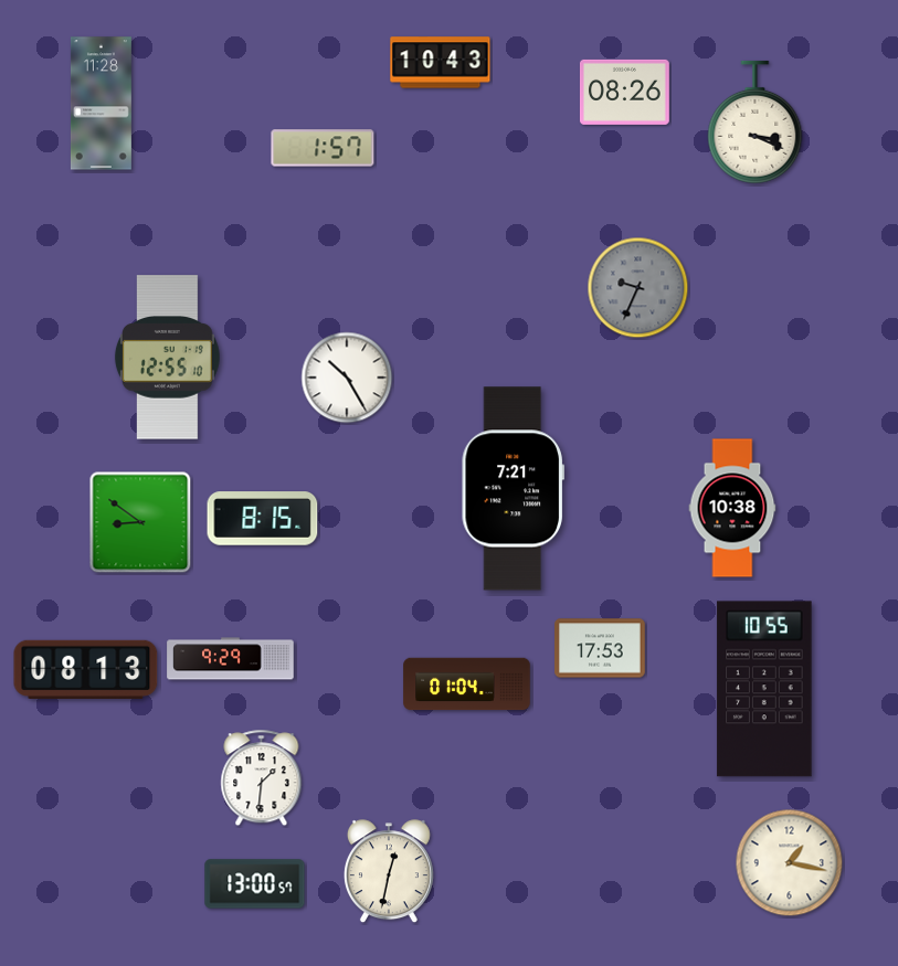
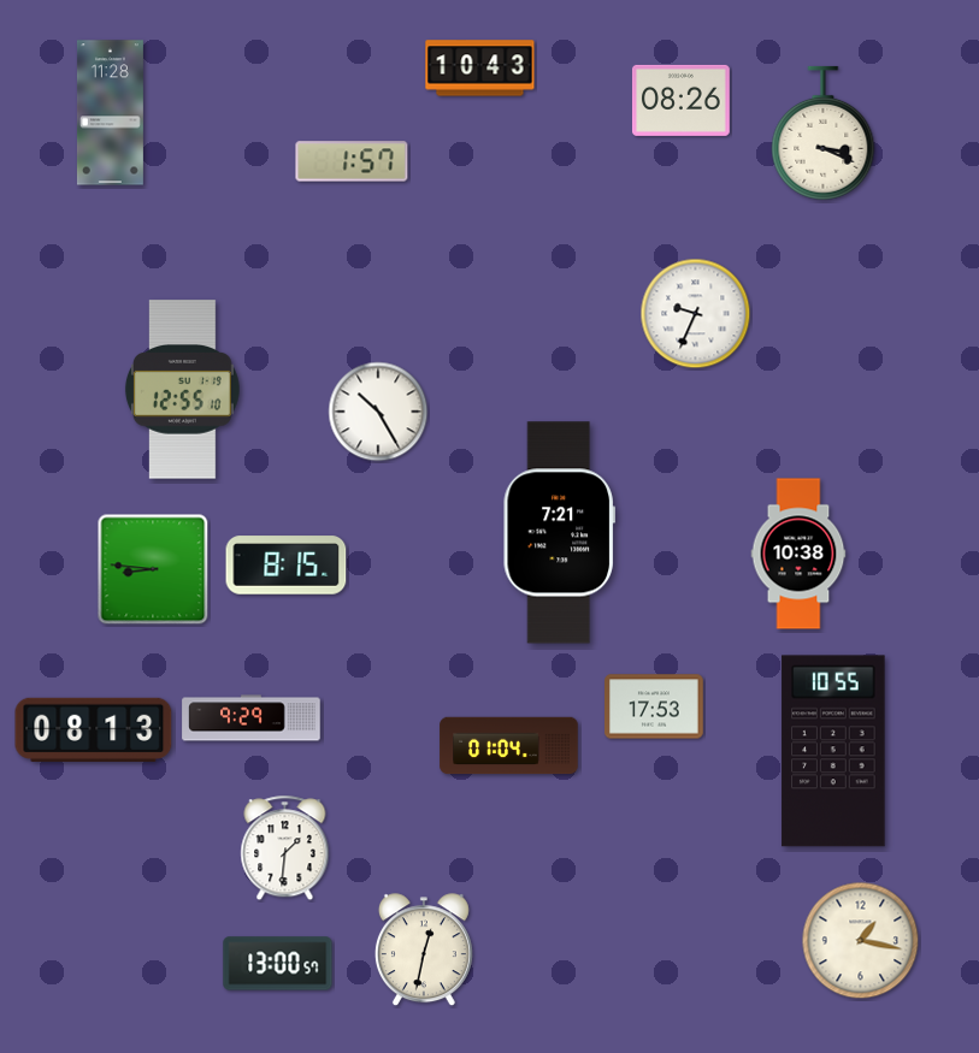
clock at (638, 288) dial: grey -> white
clock at (140, 522): 8:51 -> 8:46
